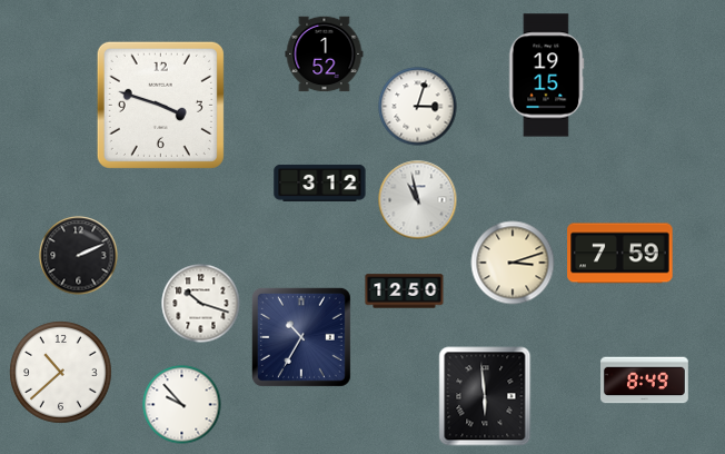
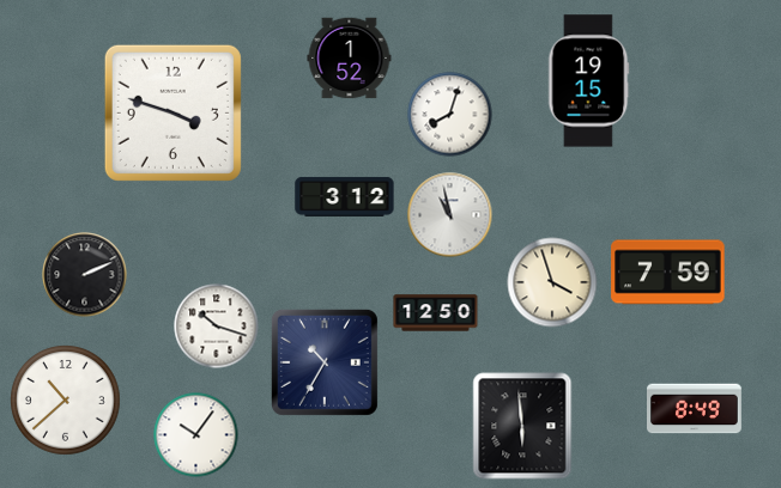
clock at (418, 107): 3:03 -> 8:03
clock at (513, 263): 3:12 -> 3:57
clock at (182, 405): 9:53 -> 10:06
